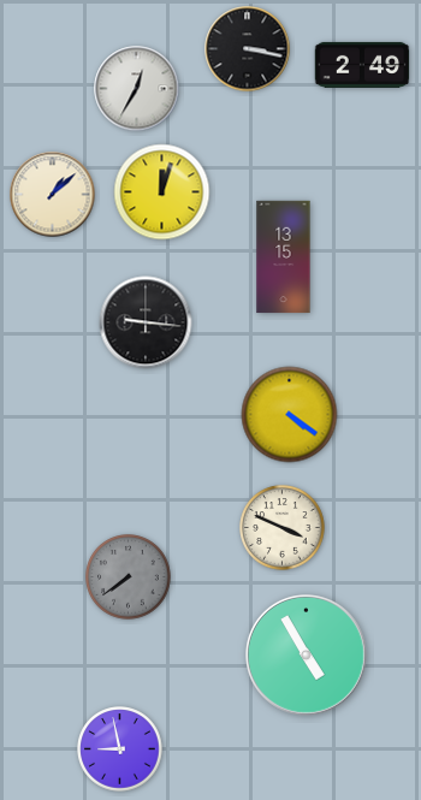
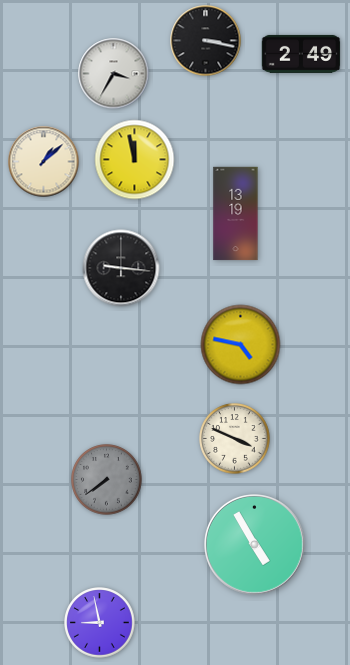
clock at (137, 89): 12:35 -> 3:35
clock at (162, 192): 12:03 -> 11:58
clock at (284, 257): 13:15 -> 13:19
clock at (290, 415): 4:21 -> 4:47
